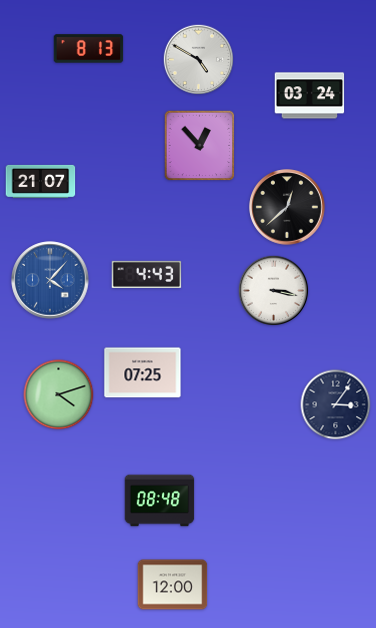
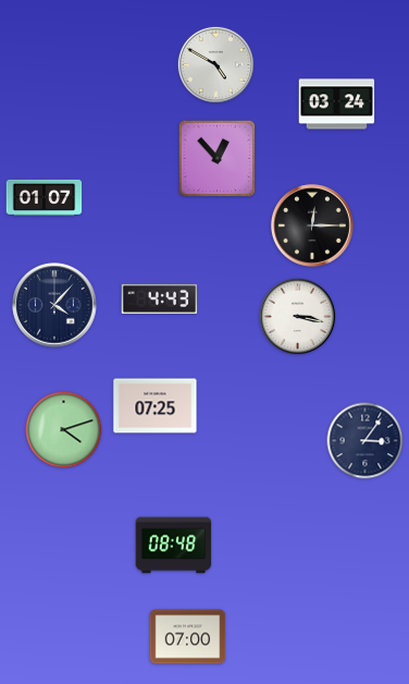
clock at (89, 49): 8:13 -> none
clock at (41, 181): 21:07 -> 01:07
clock at (287, 207): 12:38 -> 12:15
clock at (50, 280) dial: blue -> navy
clock at (173, 585): 12:00 -> 07:00
